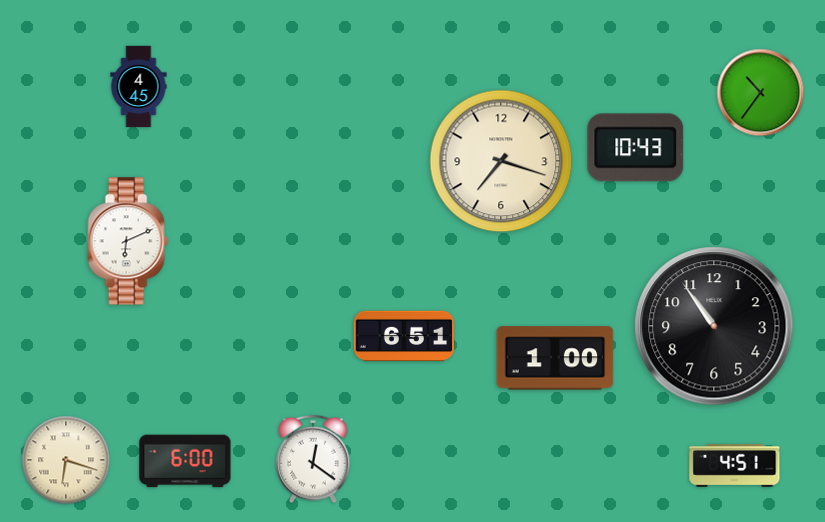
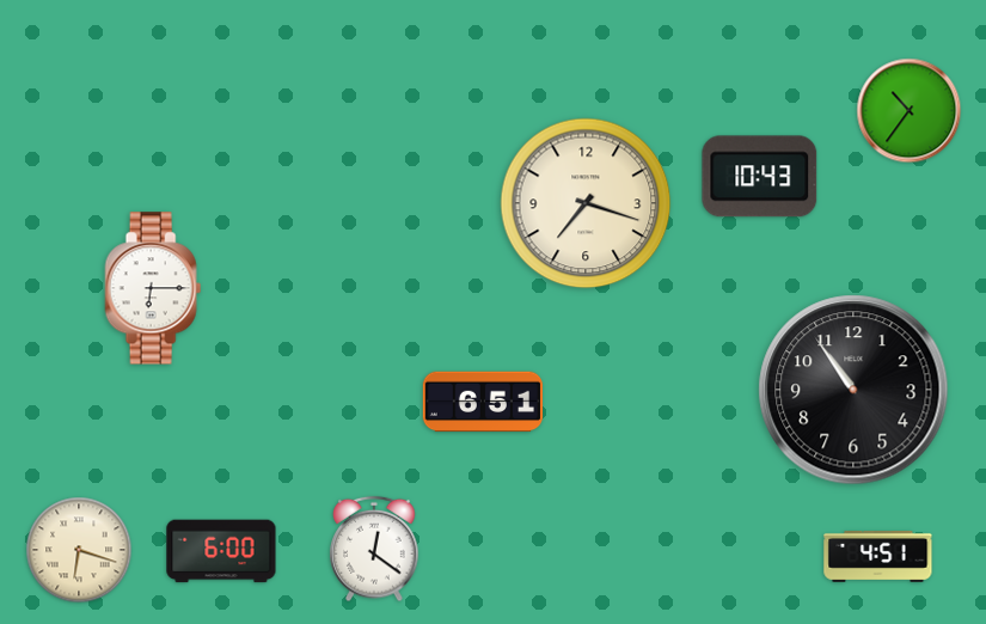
clock at (139, 87): 4:45 -> none
clock at (501, 161) position: (501, 161) -> (586, 203)
clock at (128, 241): 6:11 -> 6:15
clock at (555, 358): 1:00 -> none
